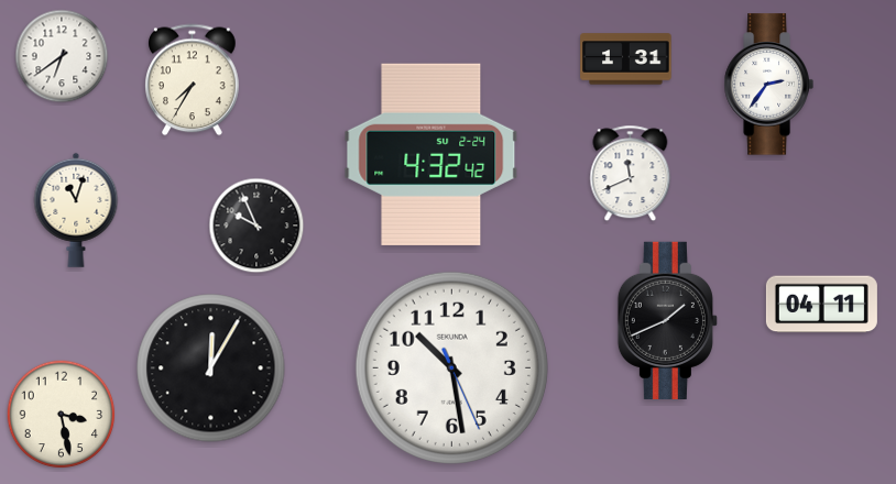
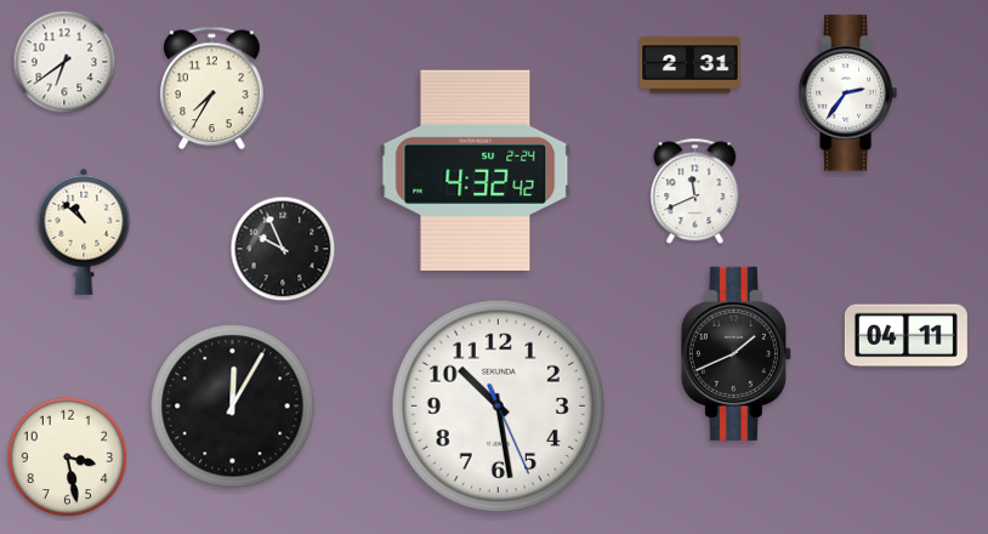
clock at (62, 56) position: (62, 56) -> (64, 62)
clock at (626, 59): 1:31 -> 2:31
clock at (76, 210): 11:03 -> 10:52
